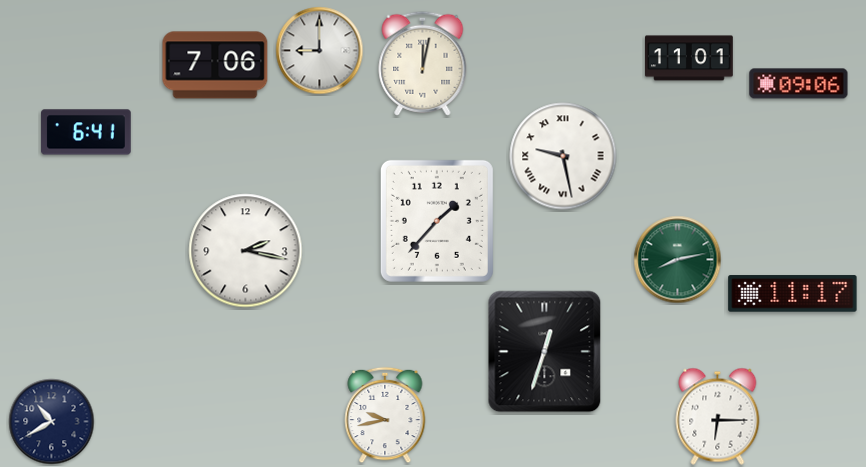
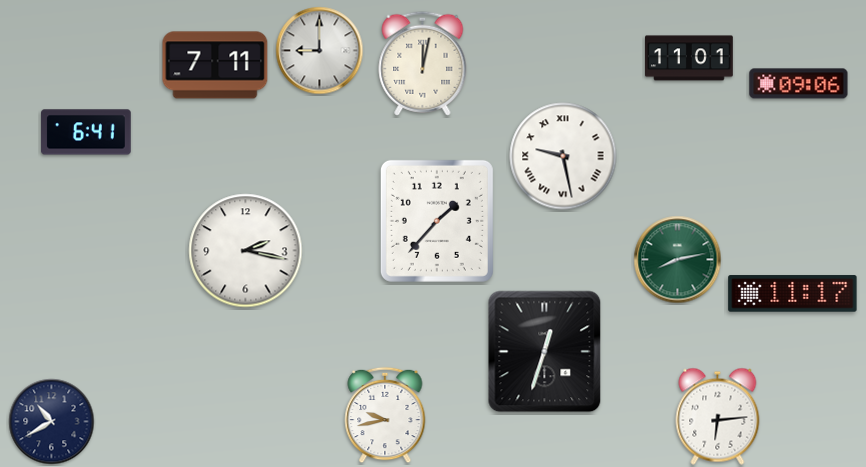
clock at (215, 65): 7:06 -> 7:11
clock at (718, 416): 6:15 -> 6:14
